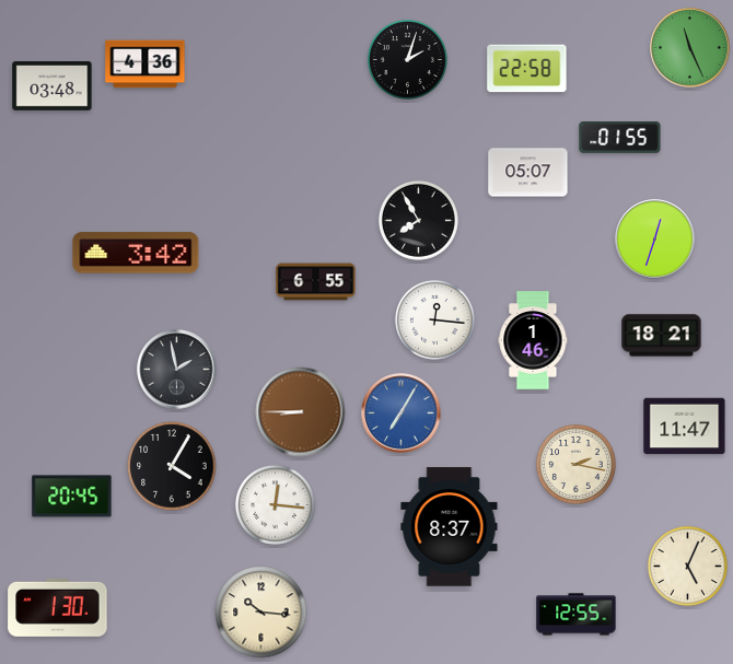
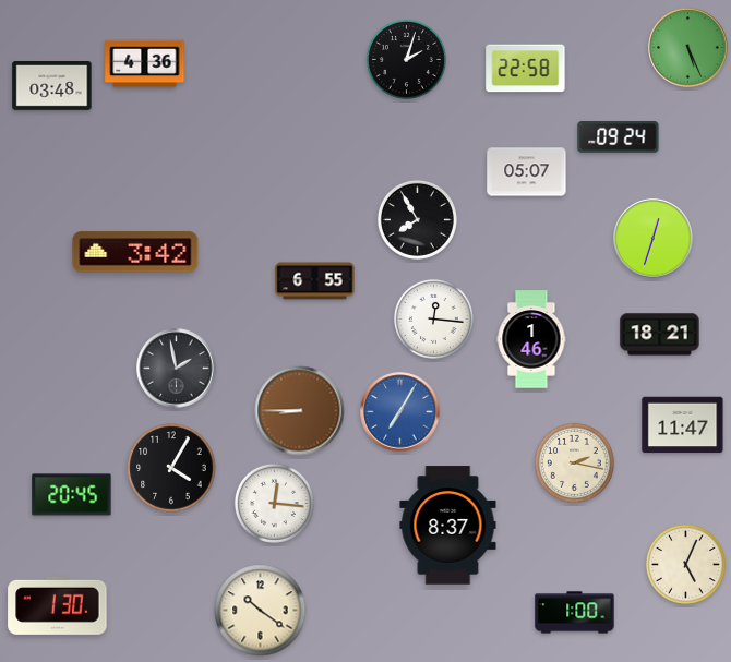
clock at (690, 48): 11:26 -> 5:26
clock at (620, 138): 01:55 -> 09:24
clock at (172, 466) position: (172, 466) -> (171, 468)
clock at (261, 613): 10:16 -> 10:21
clock at (577, 615): 12:55 -> 1:00
